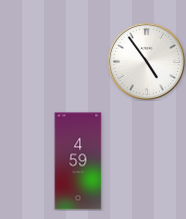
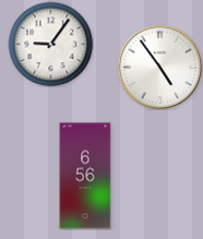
clock at (50, 44): none -> 9:06
clock at (78, 161): 4:59 -> 6:56
